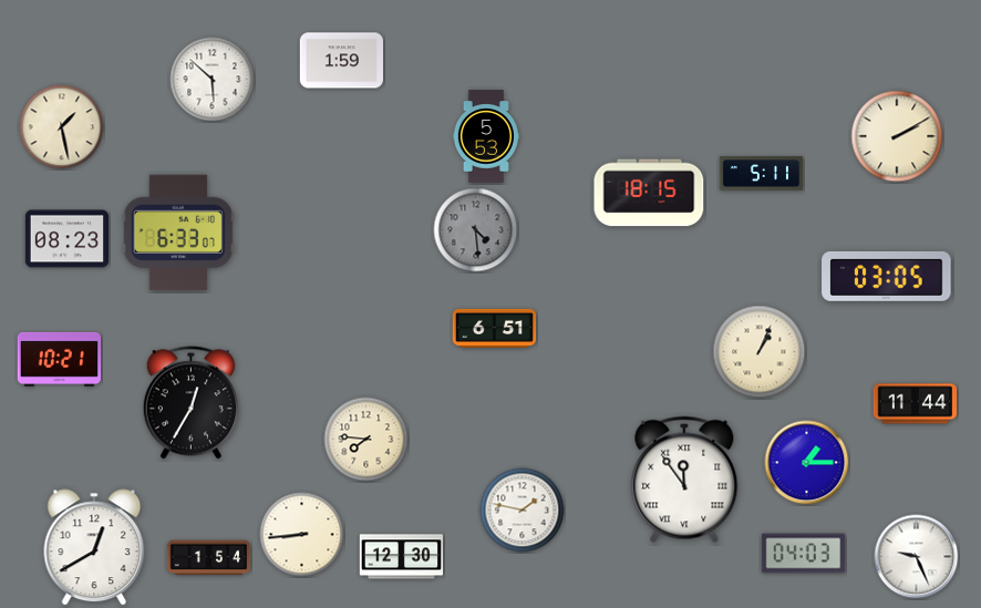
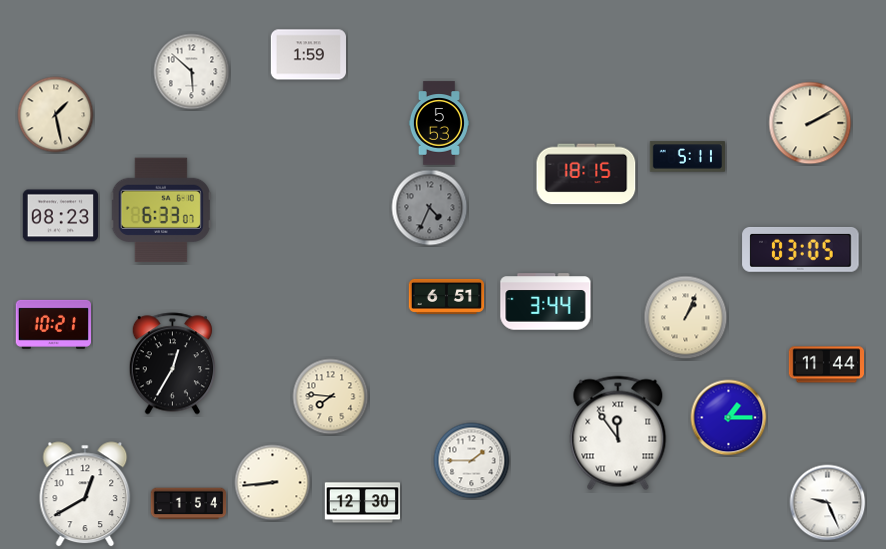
clock at (476, 230): 4:29 -> 4:34
clock at (546, 302): none -> 3:44
clock at (523, 511): 1:47 -> 1:45
clock at (804, 554): 04:03 -> none
